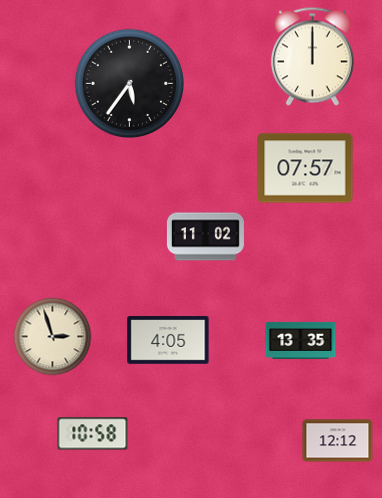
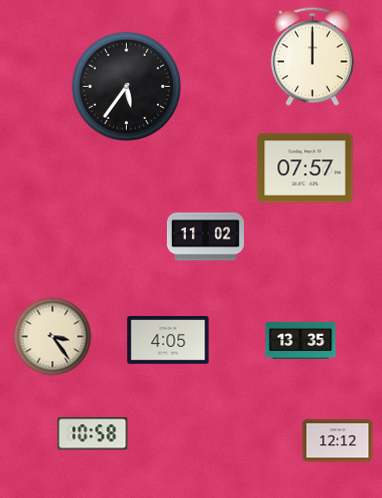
clock at (129, 83) position: (129, 83) -> (126, 86)
clock at (53, 337): 2:57 -> 3:24
